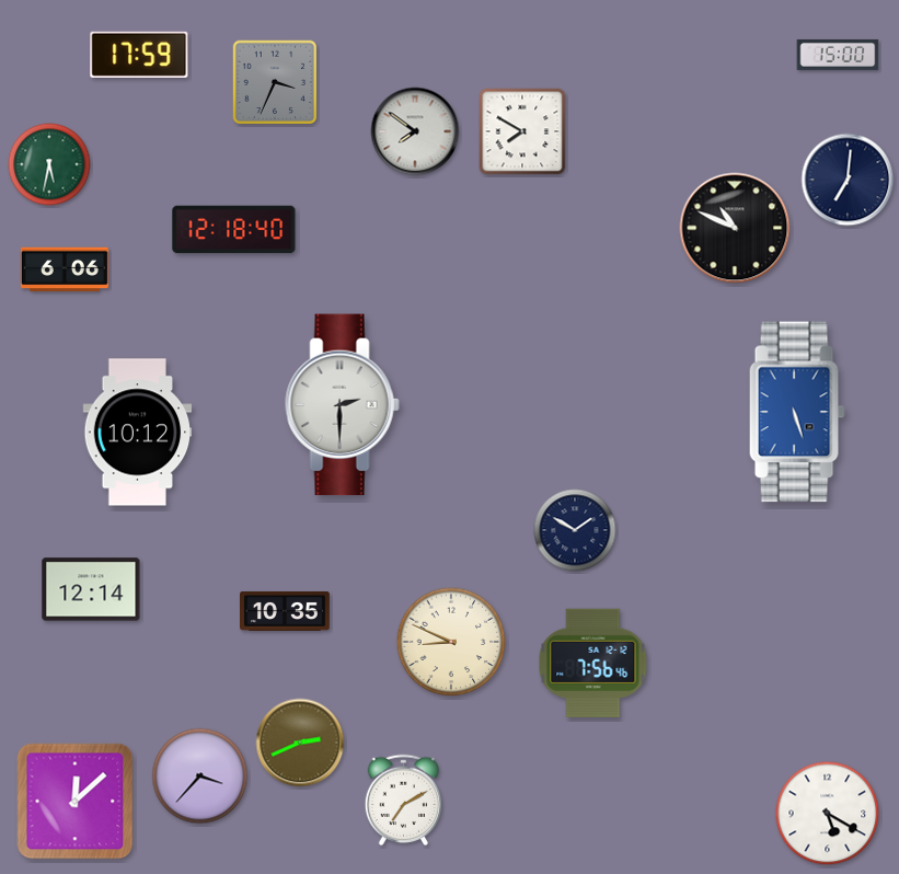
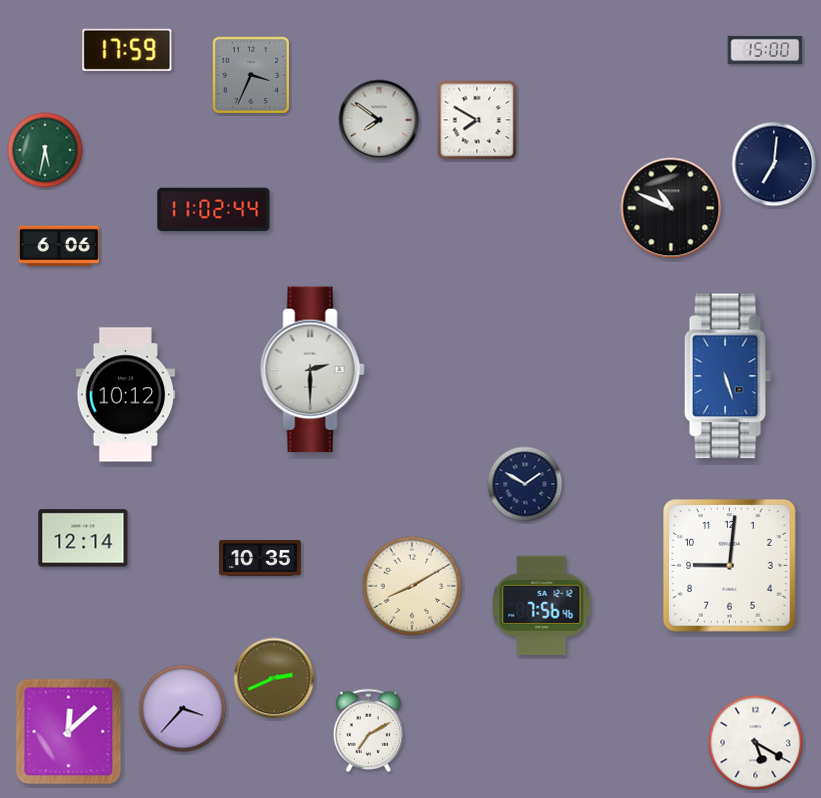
clock at (234, 230): 12:18 -> 11:02
clock at (730, 566): none -> 9:01
clock at (451, 642): 8:49 -> 8:10
